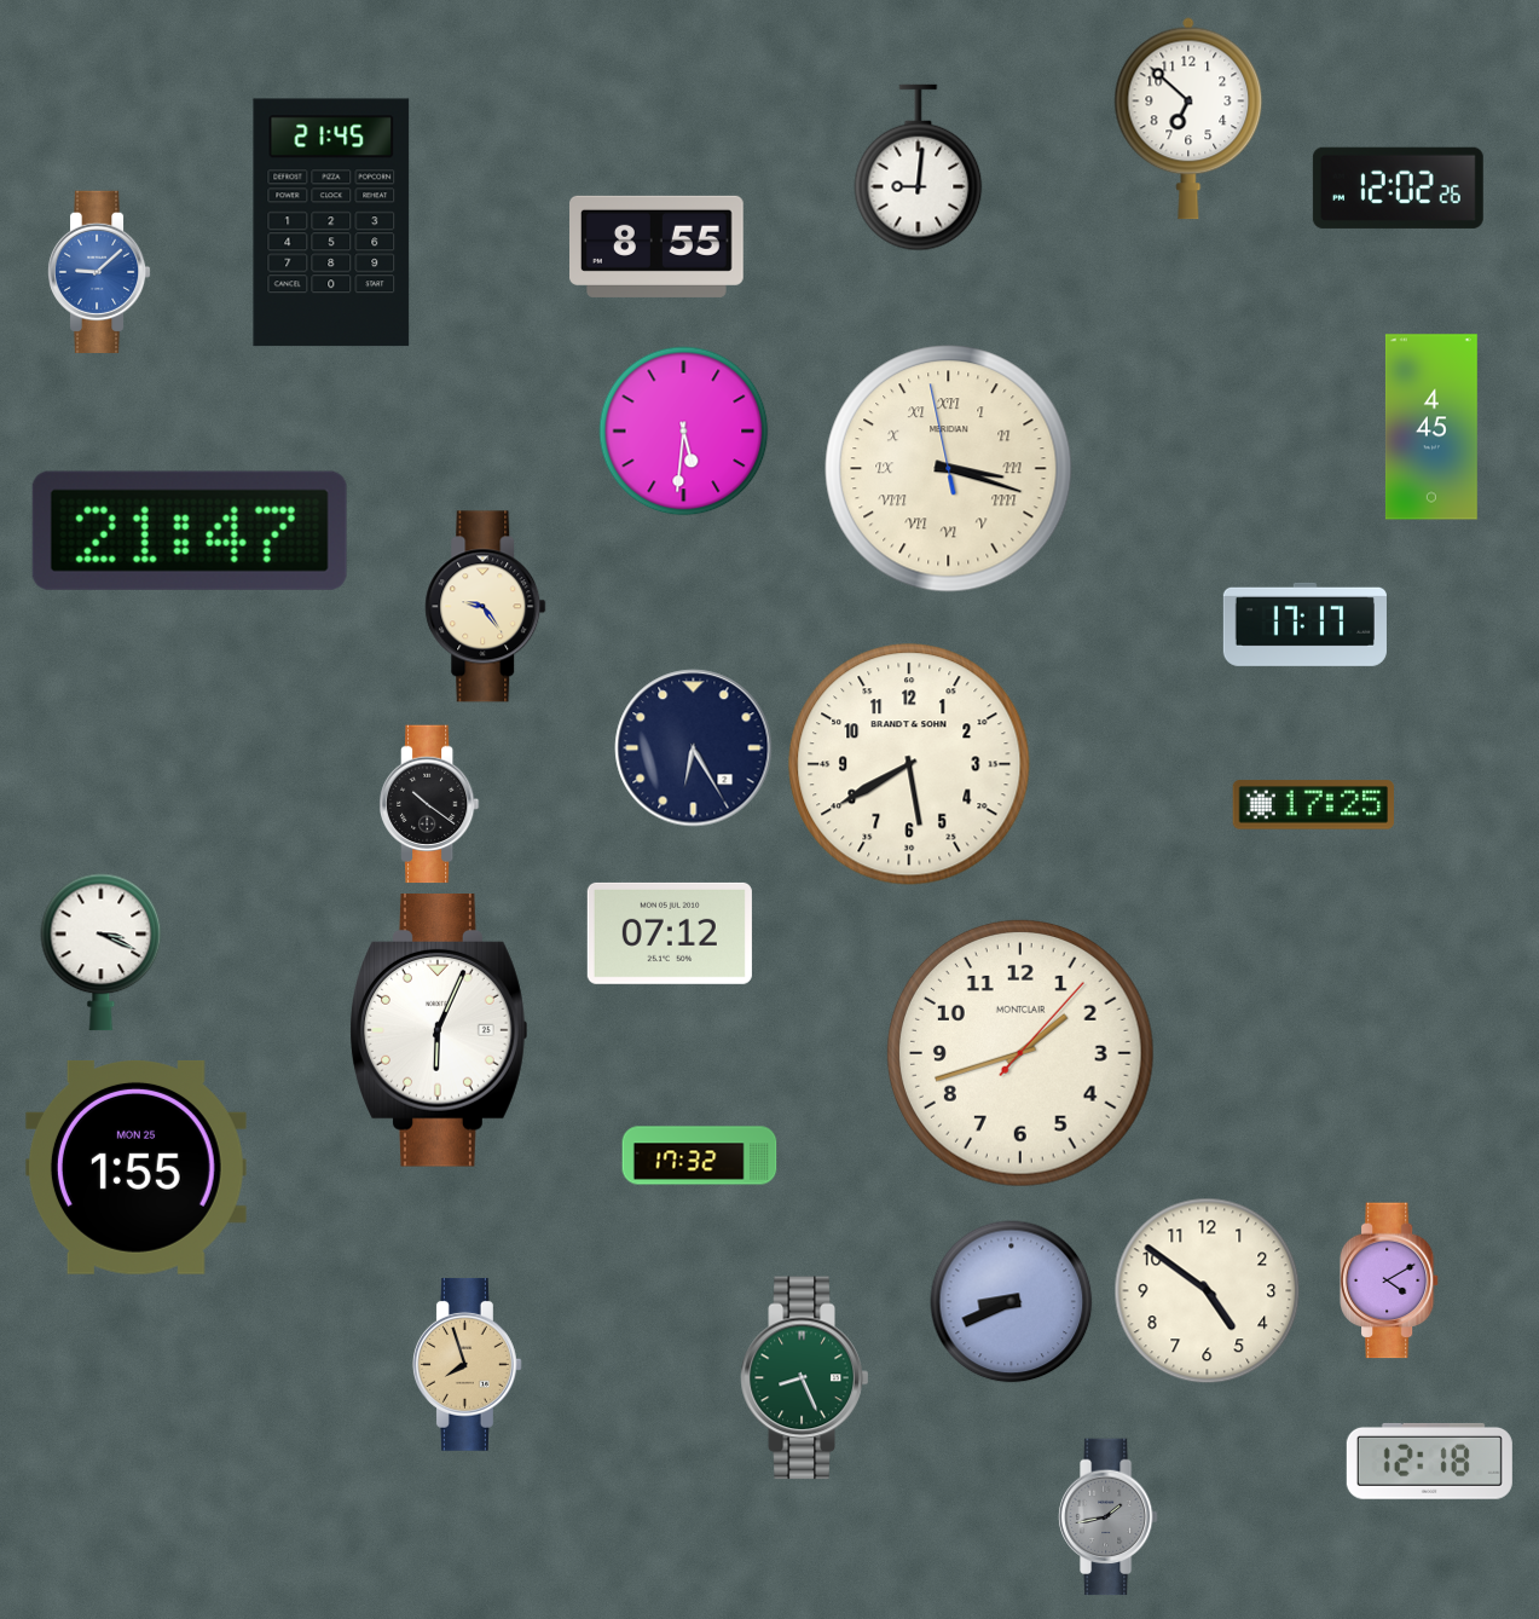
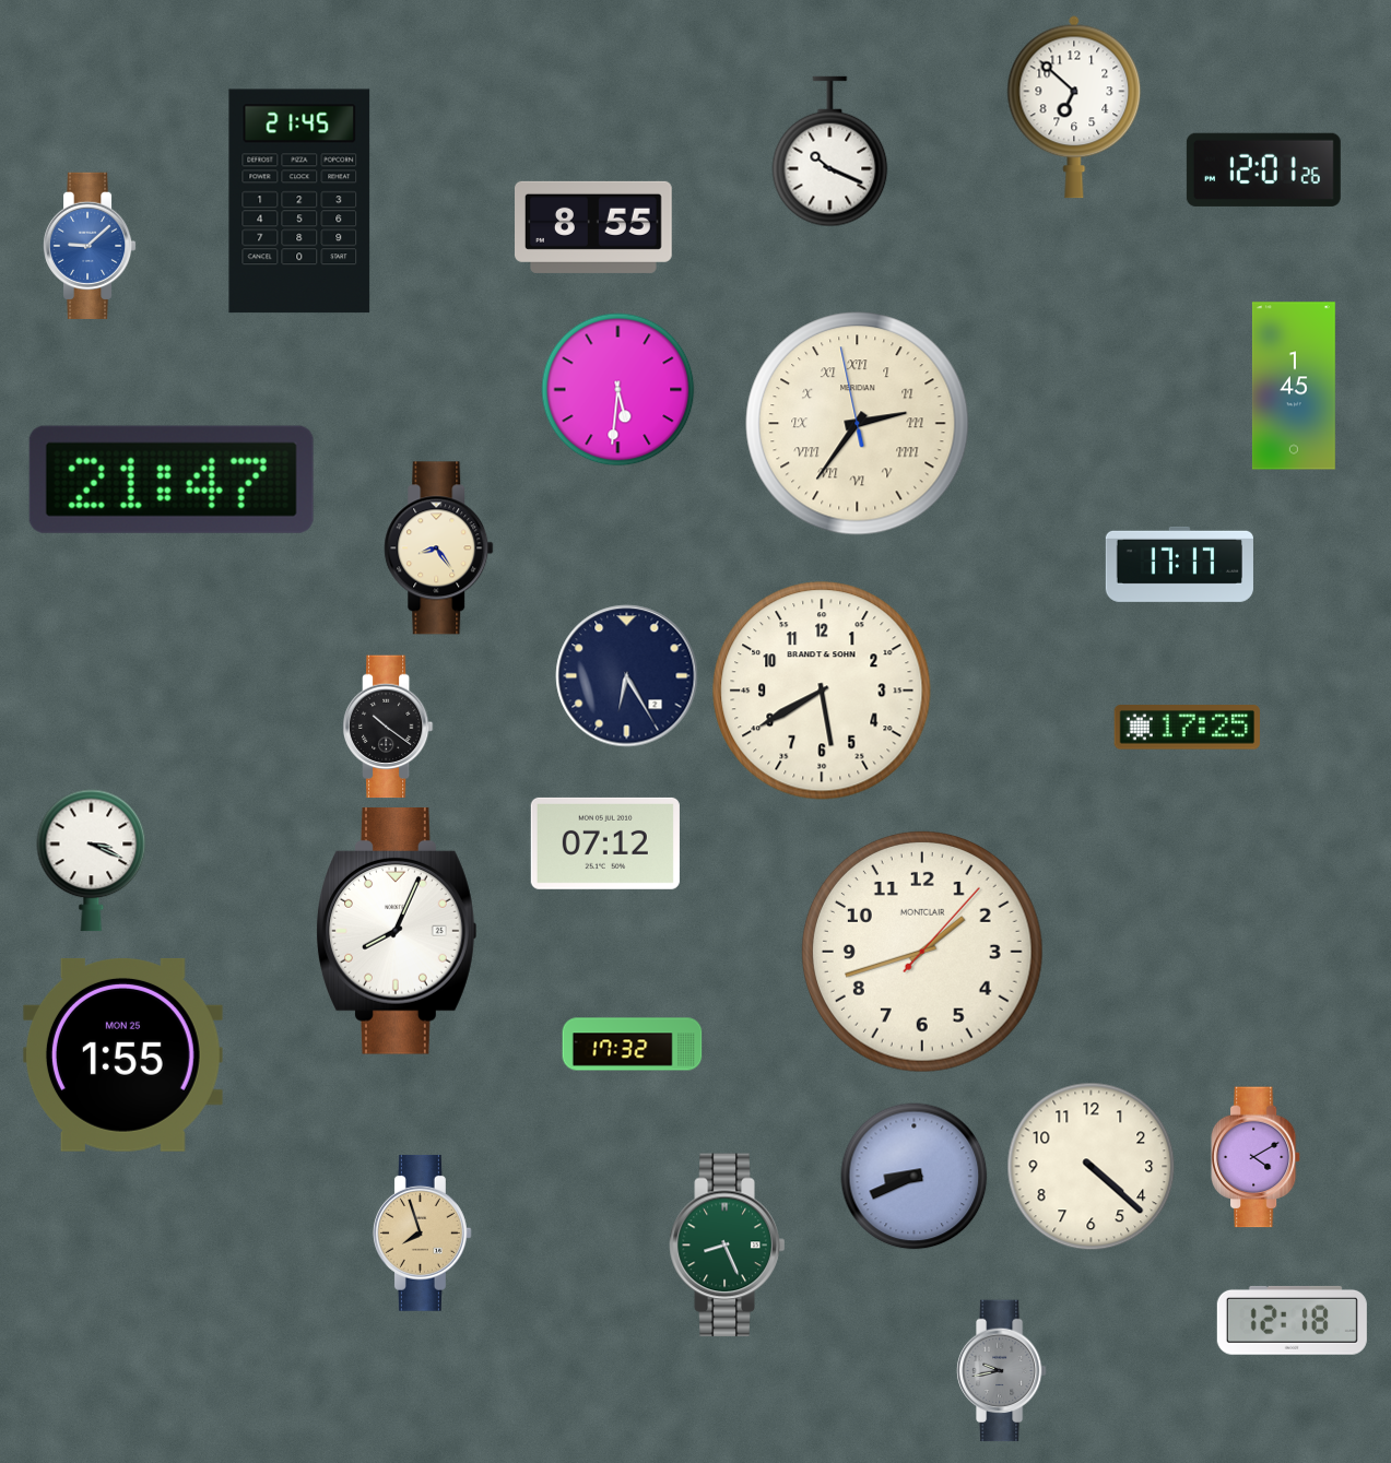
clock at (919, 168): 9:01 -> 10:19
clock at (1398, 187): 12:02 -> 12:01
clock at (658, 247) position: (658, 247) -> (594, 227)
clock at (1431, 427): 4:45 -> 1:45
clock at (949, 469): 3:17 -> 2:35
clock at (486, 607): 9:24 -> 8:24
clock at (439, 1031): 6:04 -> 8:04
clock at (1208, 1291): 4:51 -> 4:22
clock at (1107, 1517): 1:43 -> 9:43
